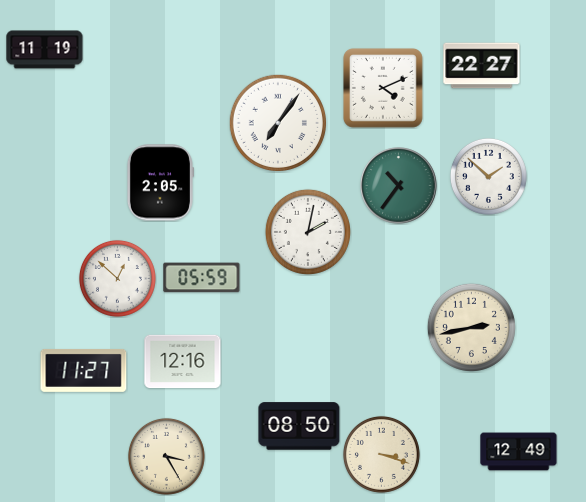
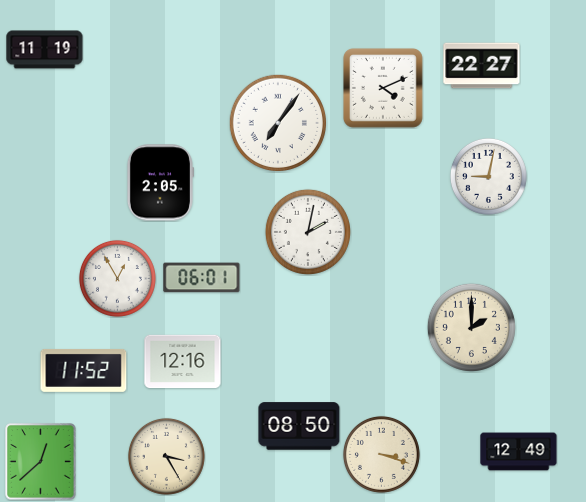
clock at (488, 176): 1:52 -> 9:02
clock at (399, 186): 10:36 -> none
clock at (117, 278): 12:52 -> 12:55
clock at (202, 278): 05:59 -> 06:01
clock at (471, 327): 2:43 -> 2:00
clock at (84, 370): 11:27 -> 11:52
clock at (41, 462): none -> 12:38
